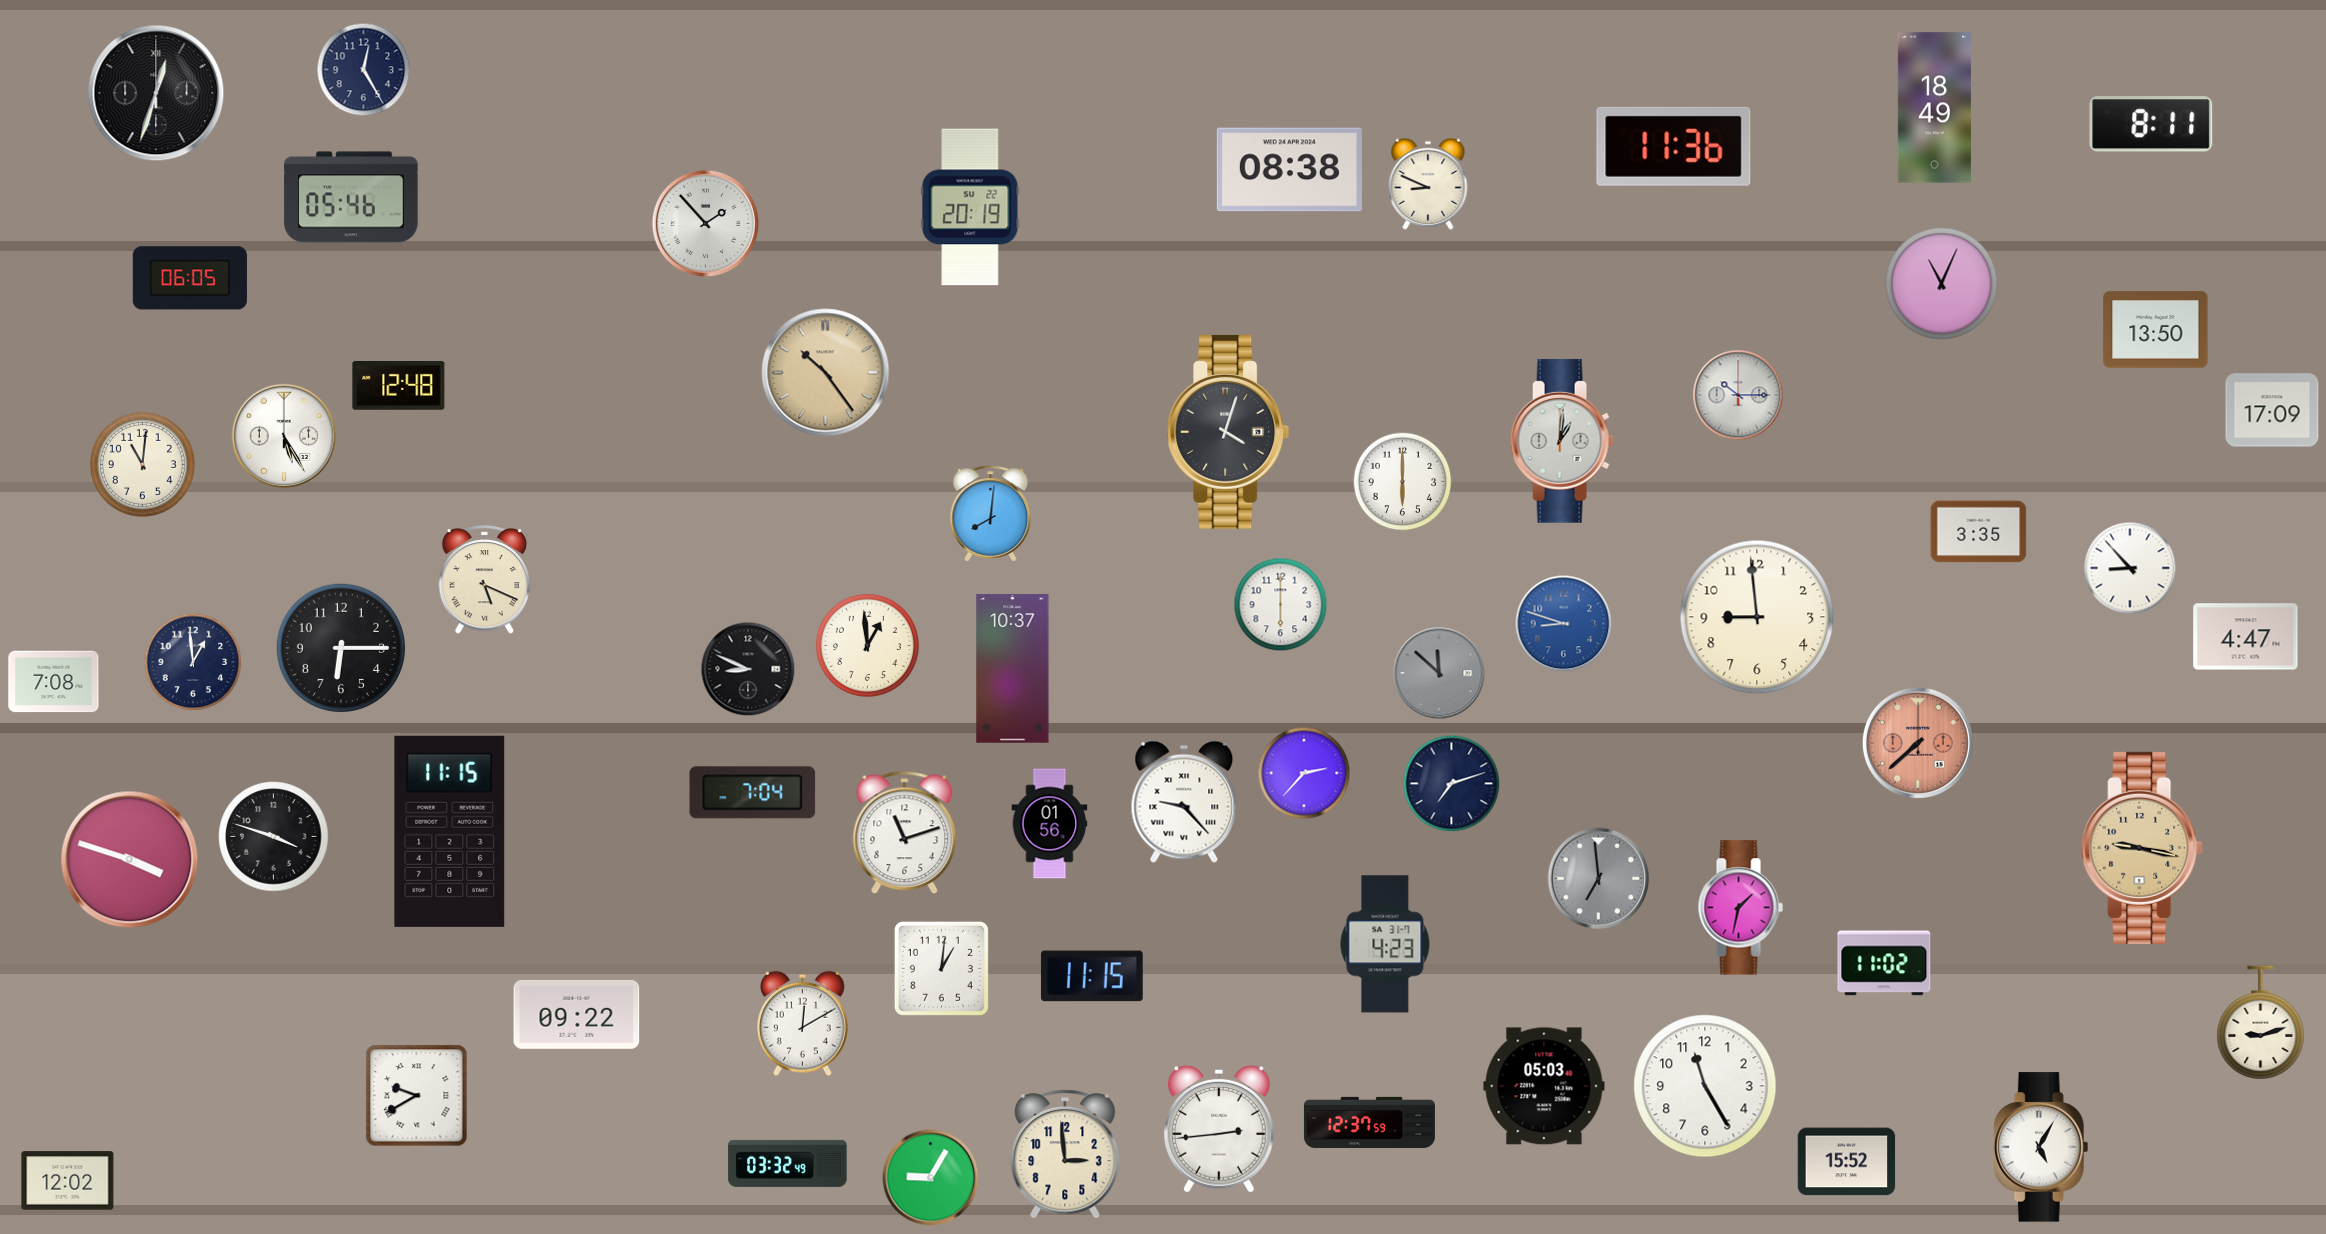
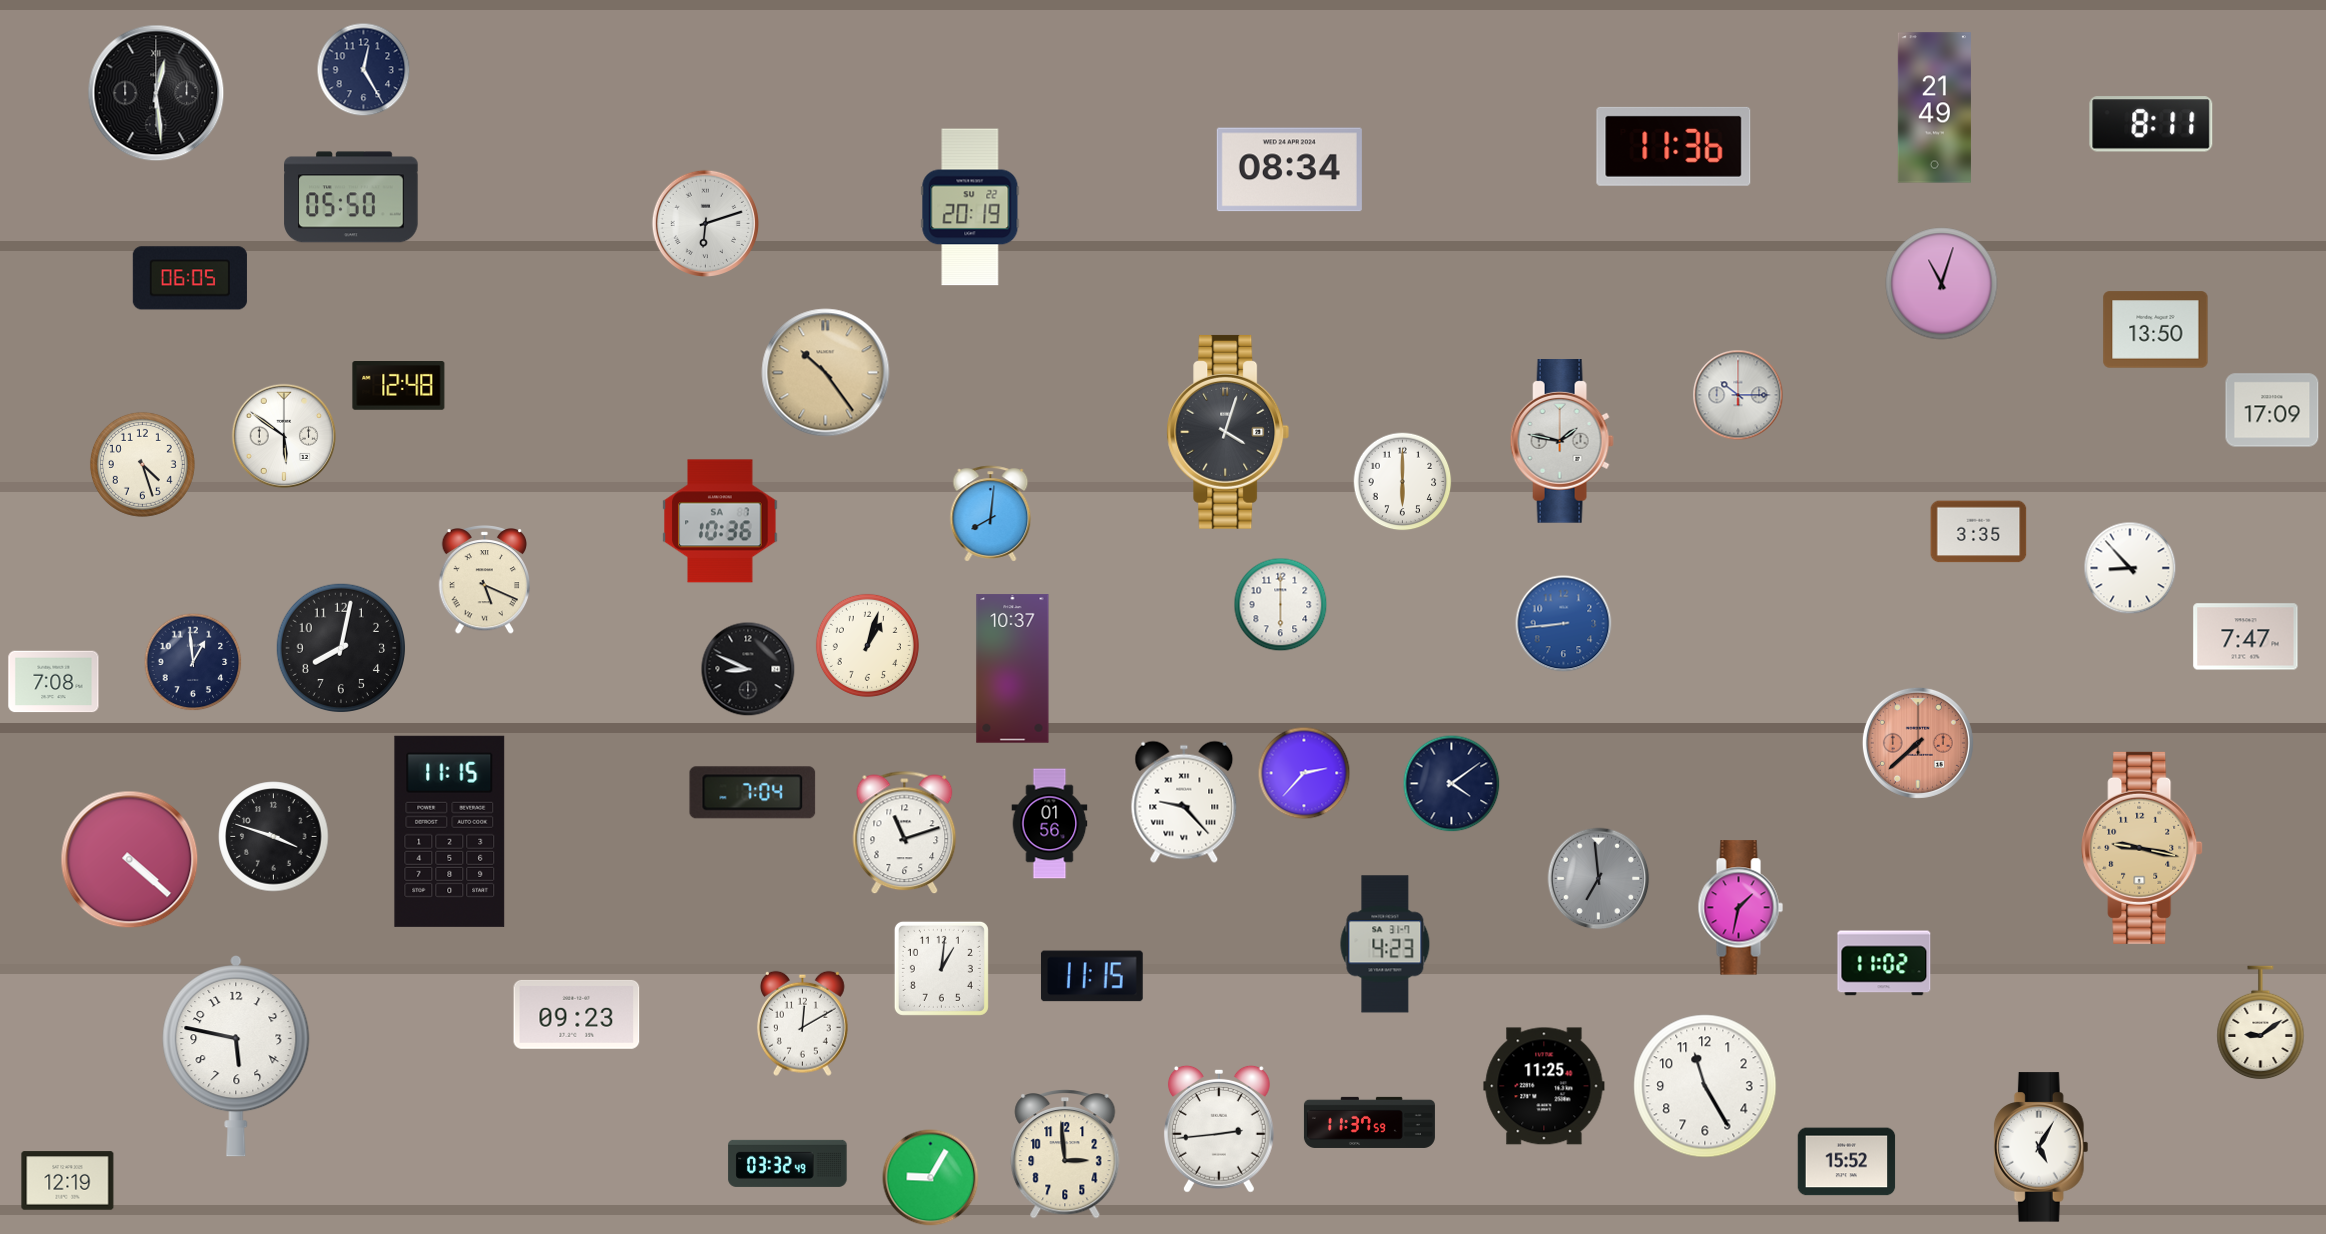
clock at (156, 93): 12:33 -> 12:29
clock at (1934, 108): 18:49 -> 21:49
clock at (1289, 170): 08:38 -> 08:34
clock at (1428, 184): 8:49 -> none
clock at (351, 197): 05:46 -> 05:50
clock at (705, 223): 1:53 -> 6:12
clock at (1942, 284): 11:04 -> 11:03
clock at (284, 436): 5:25 -> 5:51
clock at (1562, 442): 1:01 -> 1:47
clock at (142, 464): 11:01 -> 4:27
clock at (720, 521): none -> 10:36
clock at (1757, 617): 8:59 -> none
clock at (1564, 624): 8:48 -> 8:44
clock at (2246, 637): 4:47 -> 7:47
clock at (867, 645): 12:59 -> 1:03
clock at (340, 647): 6:15 -> 8:02
clock at (1439, 673): 11:52 -> none
clock at (1452, 784): 7:12 -> 4:09
clock at (130, 860): 3:48 -> 4:22
clock at (577, 1014): 09:22 -> 09:23
clock at (2261, 1023): 9:12 -> 9:09
clock at (236, 1057): none -> 5:47
clock at (1544, 1086): 05:03 -> 11:25
clock at (417, 1096): 9:40 -> none
clock at (1369, 1122): 12:37 -> 11:37
clock at (68, 1181): 12:02 -> 12:19
